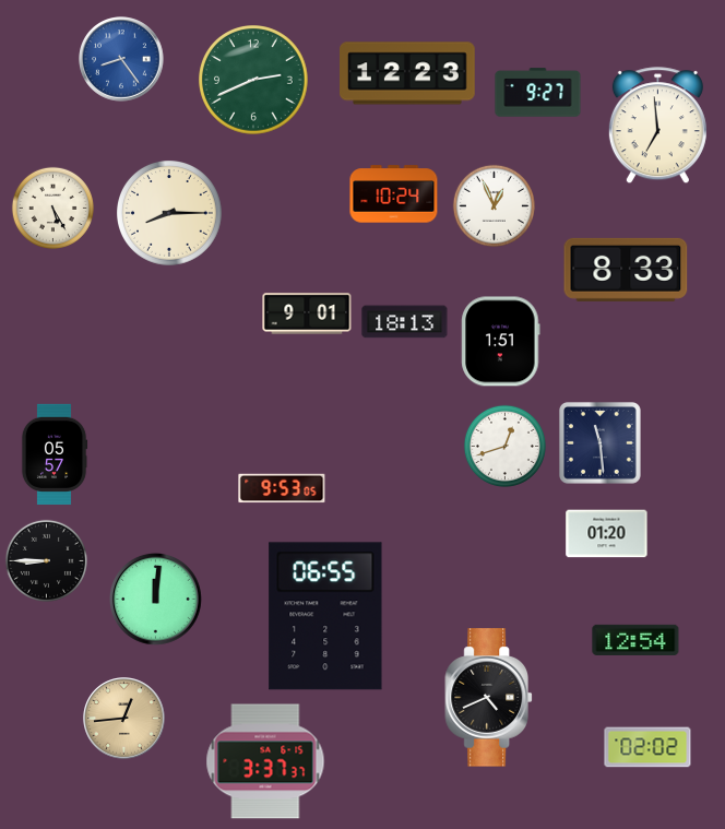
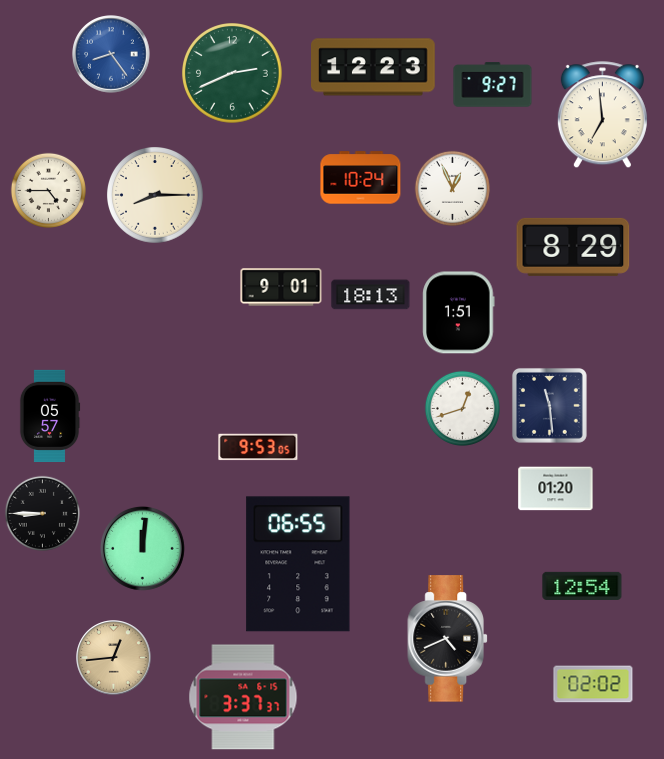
clock at (52, 208): 5:25 -> 4:45
clock at (626, 270): 8:33 -> 8:29
